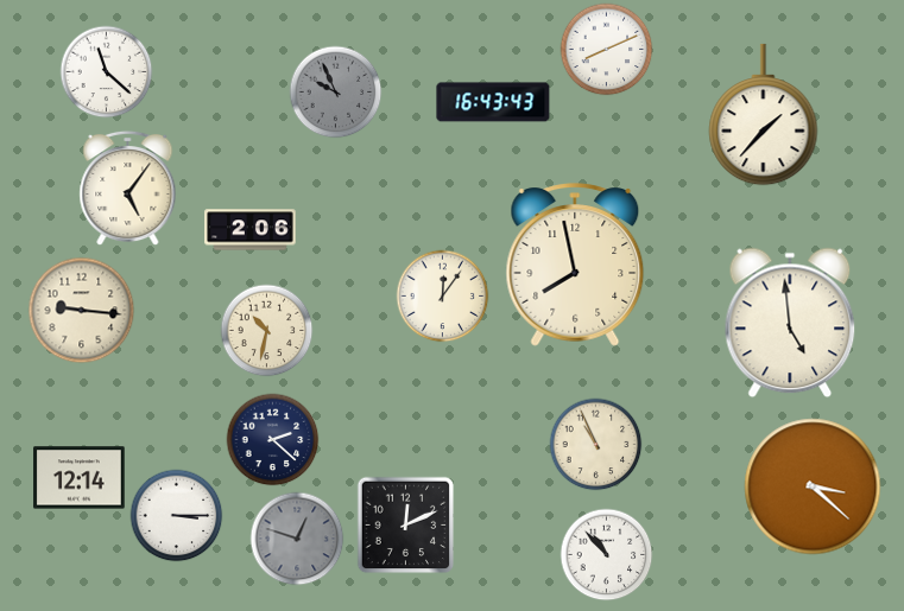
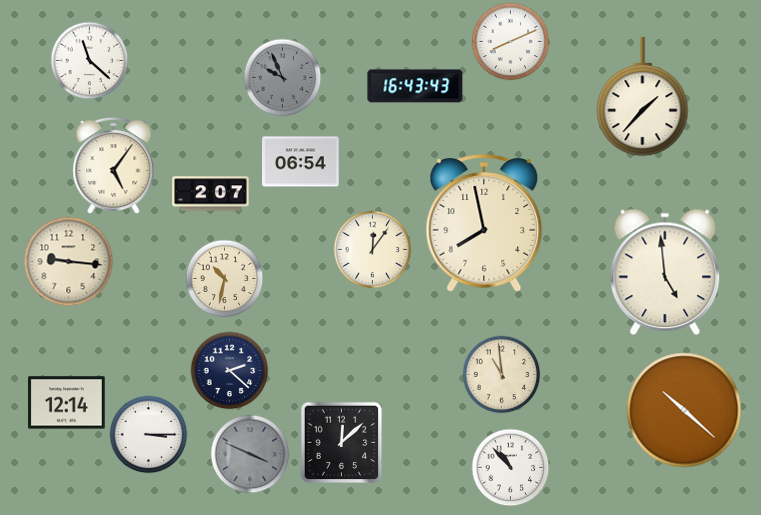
clock at (128, 187) position: (128, 187) -> (114, 165)
clock at (301, 162): none -> 06:54
clock at (251, 230): 2:06 -> 2:07
clock at (595, 444): 10:56 -> 10:59
clock at (813, 486): 3:22 -> 10:22
clock at (405, 524): 12:11 -> 12:08
clock at (297, 539): 12:48 -> 3:49
